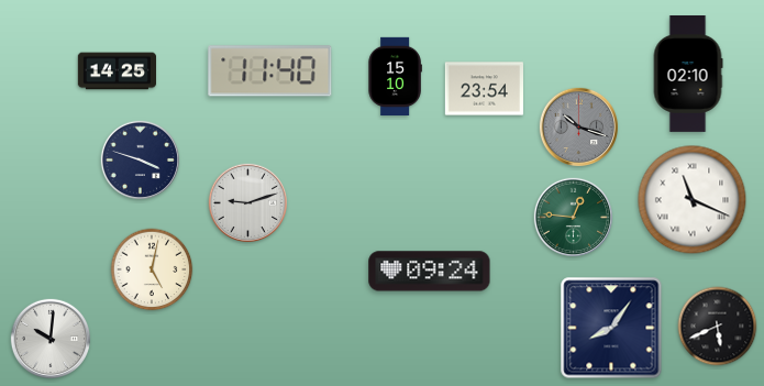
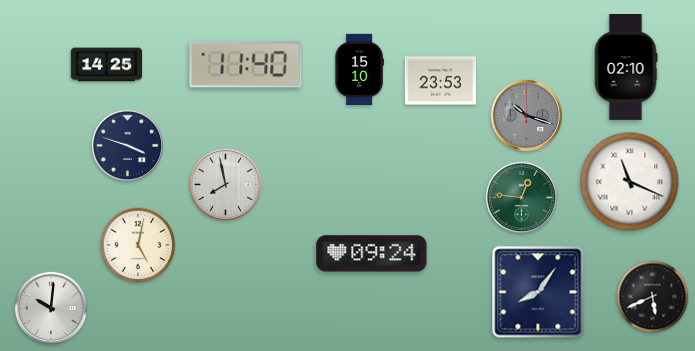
clock at (484, 89): 23:54 -> 23:53
clock at (248, 203): 9:12 -> 7:58
clock at (430, 272) position: (430, 272) -> (372, 254)
clock at (611, 328) position: (611, 328) -> (538, 292)
clock at (49, 338) position: (49, 338) -> (50, 307)
